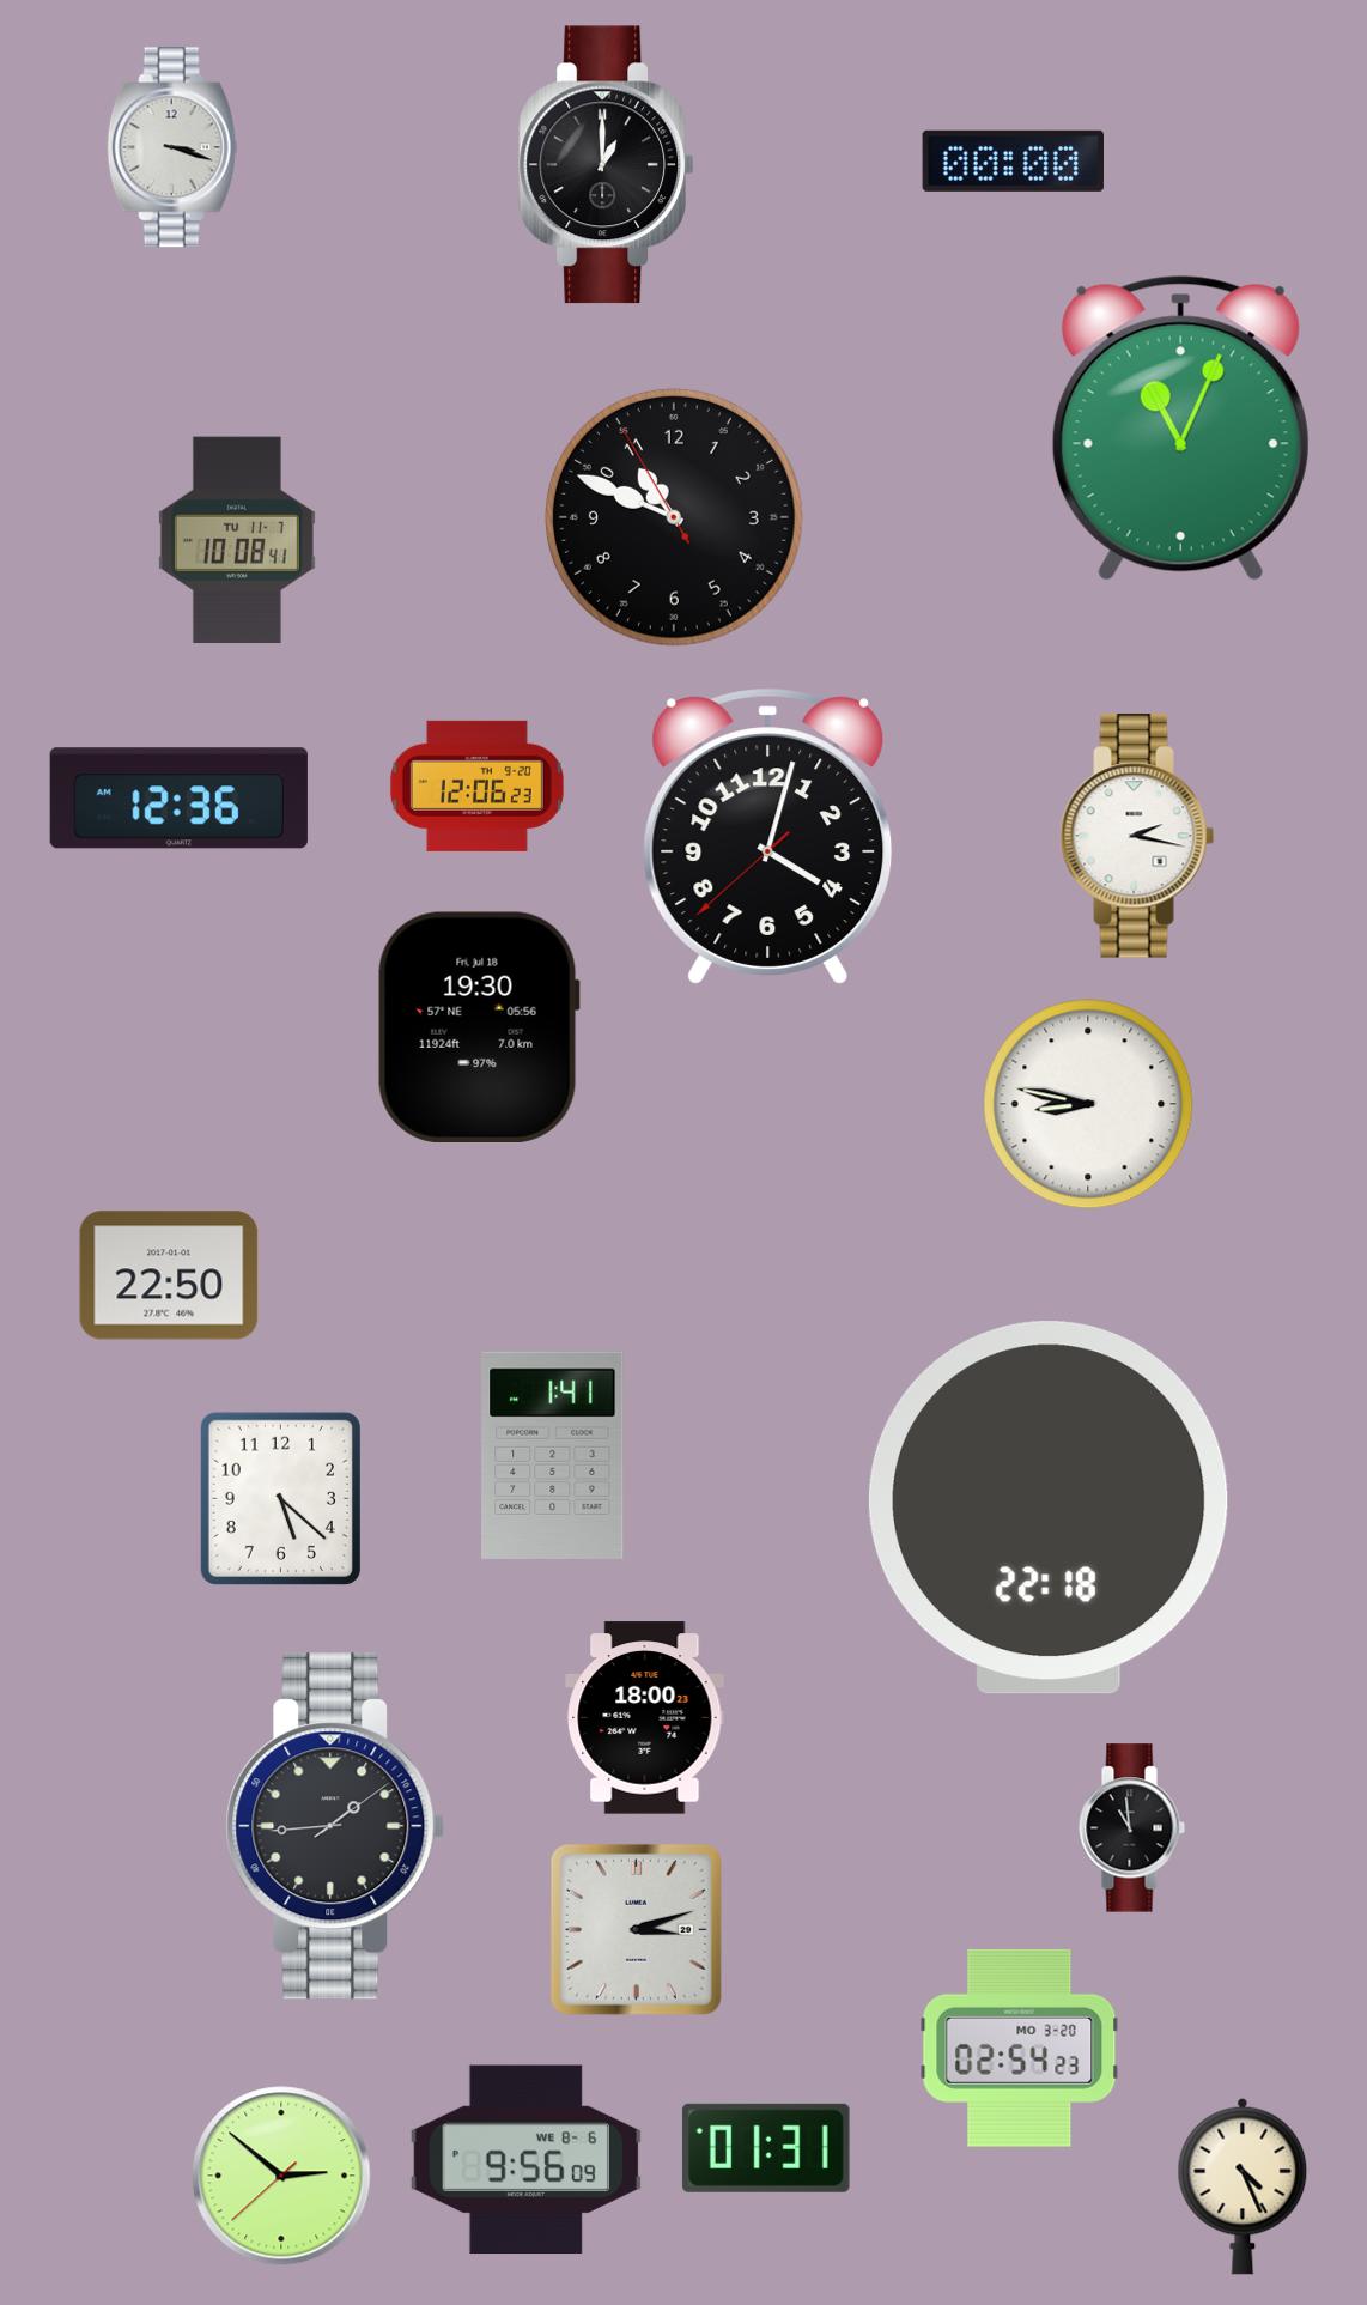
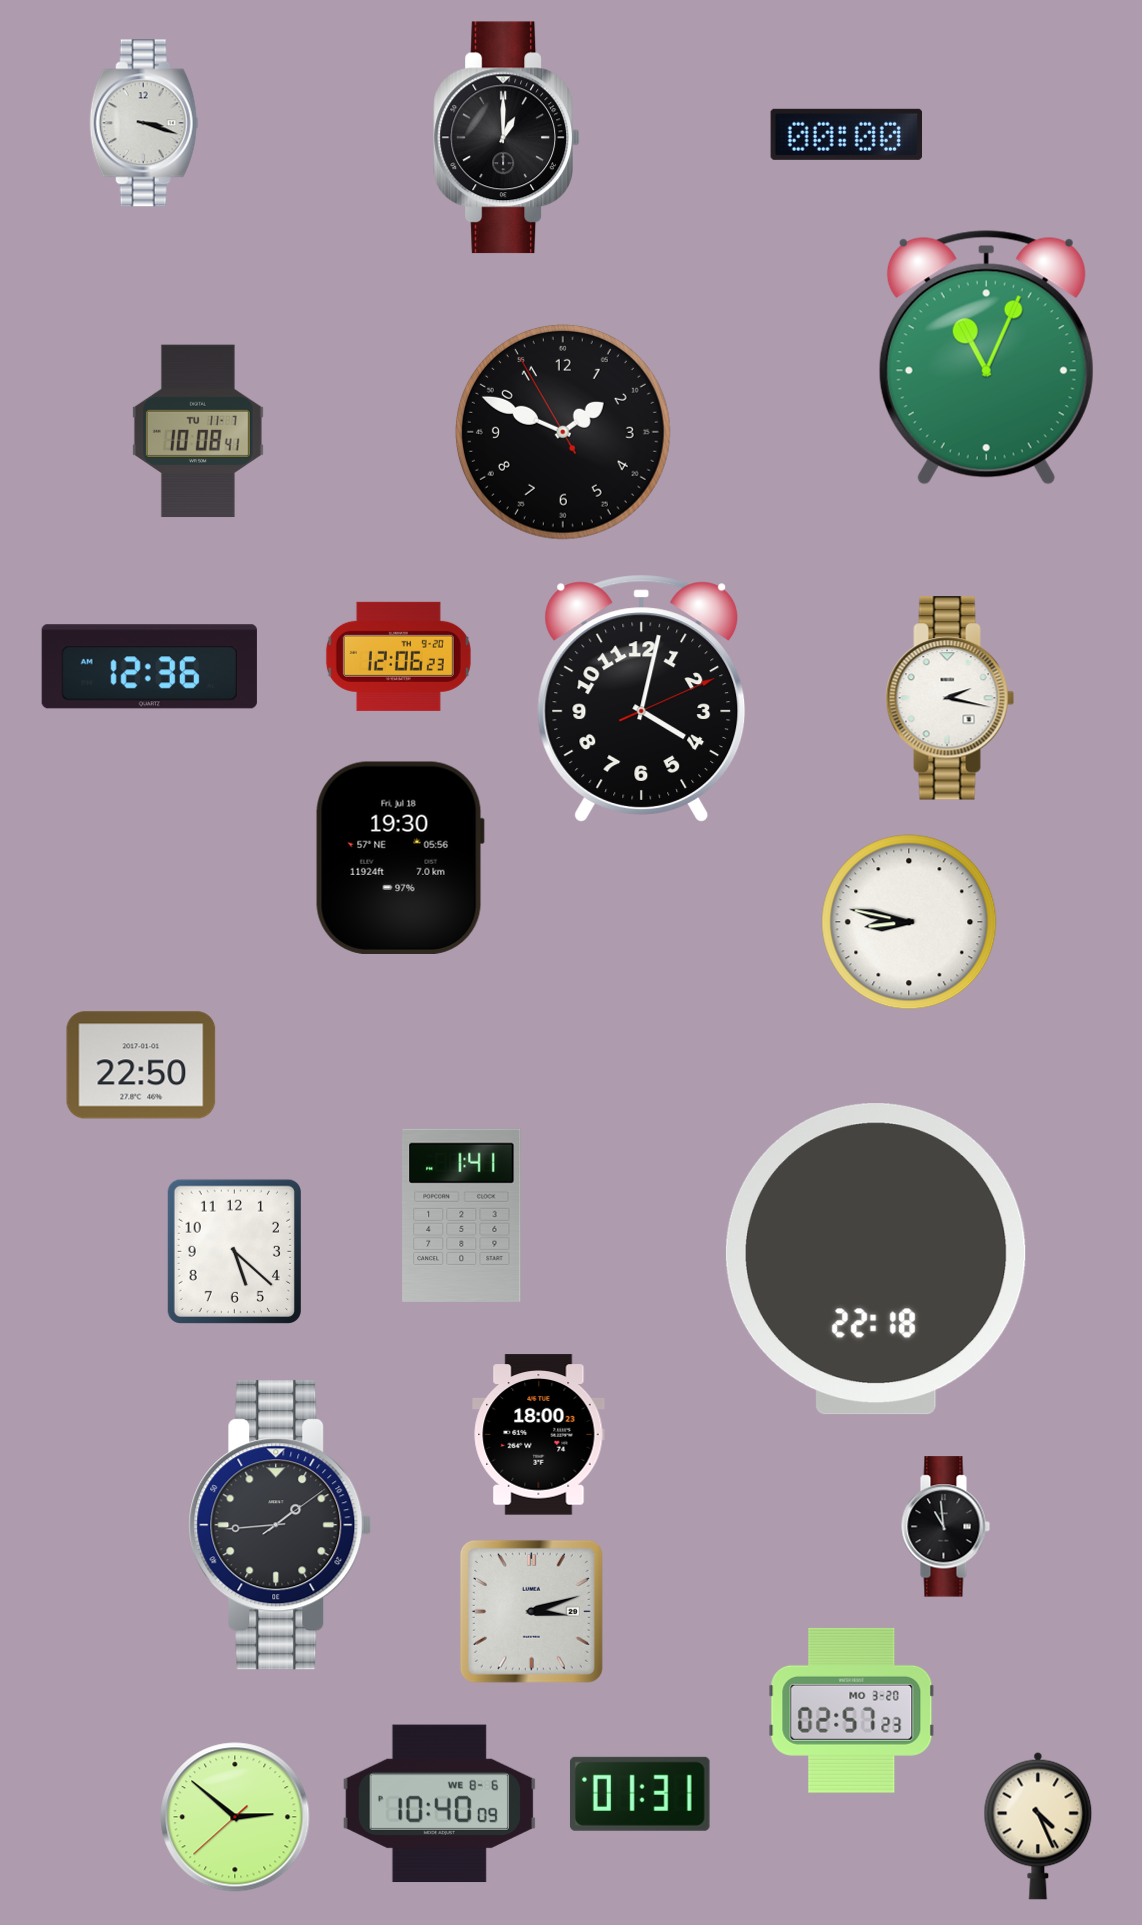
clock at (674, 517): 10:48 -> 1:48
clock at (237, 540) position: (237, 540) -> (198, 431)
clock at (768, 836): 4:02:38 -> 4:02:11
clock at (1020, 2048): 02:54 -> 02:57
clock at (525, 2160): 9:56 -> 10:40
